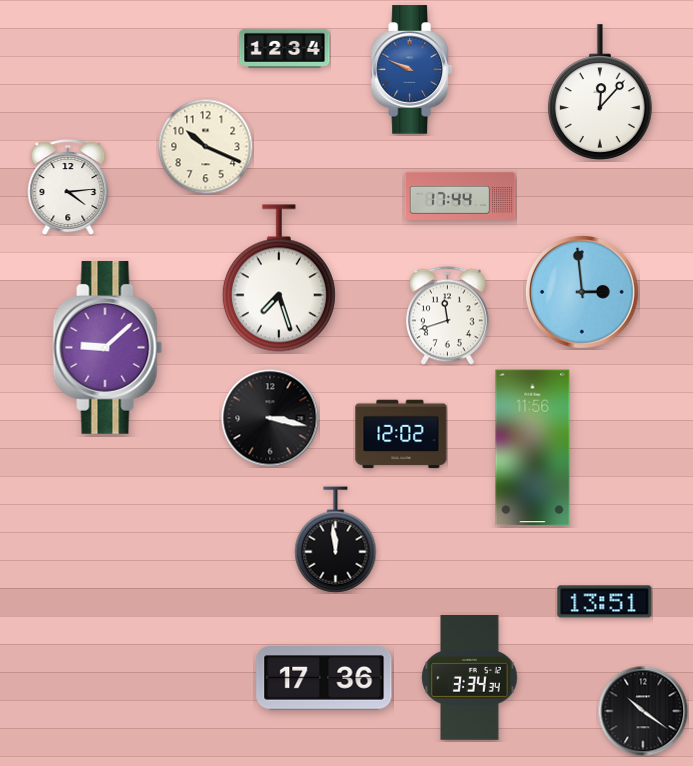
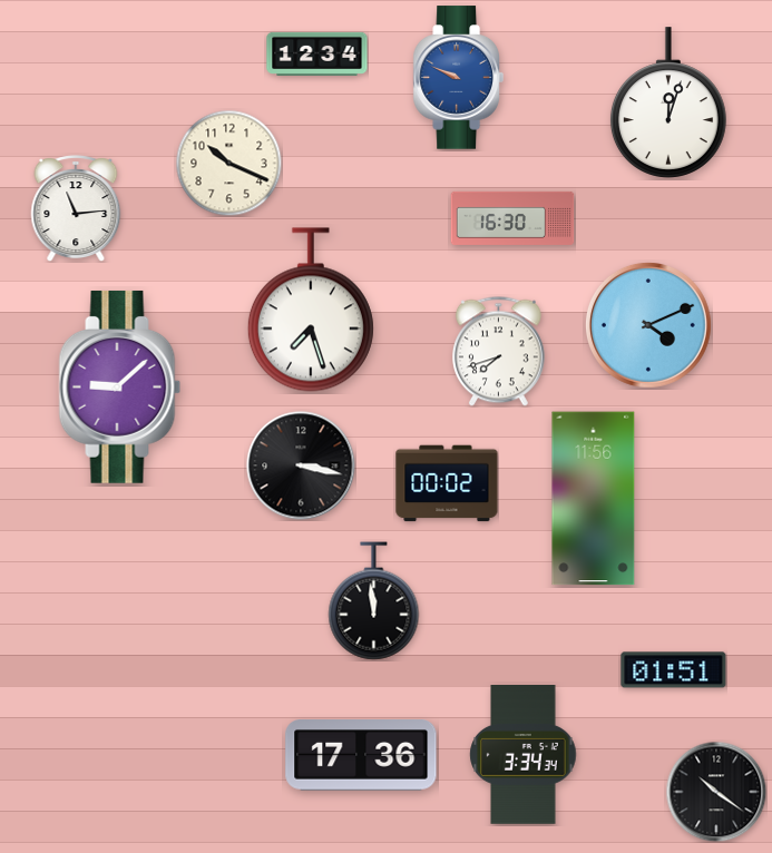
clock at (600, 92): 12:07 -> 12:03
clock at (68, 188): 4:14 -> 11:14
clock at (460, 196): 17:44 -> 16:30
clock at (582, 292): 2:59 -> 4:11
clock at (448, 315): 11:42 -> 7:42
clock at (401, 434): 12:02 -> 00:02
clock at (605, 602): 13:51 -> 01:51
